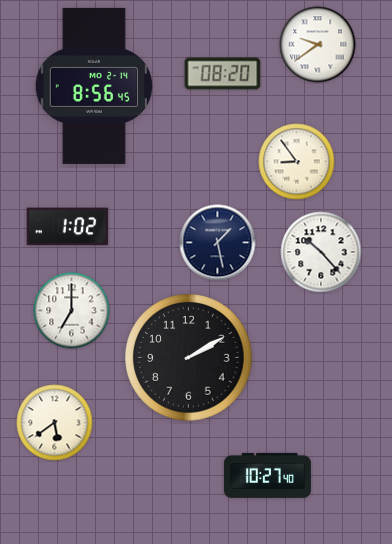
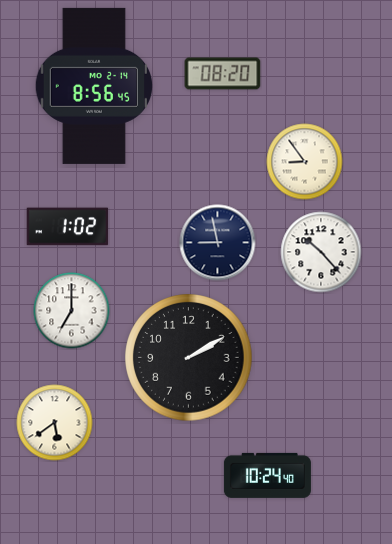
clock at (318, 45): 9:39 -> none
clock at (297, 162) position: (297, 162) -> (305, 162)
clock at (218, 243): 1:28 -> 8:58
clock at (267, 475): 10:27 -> 10:24
